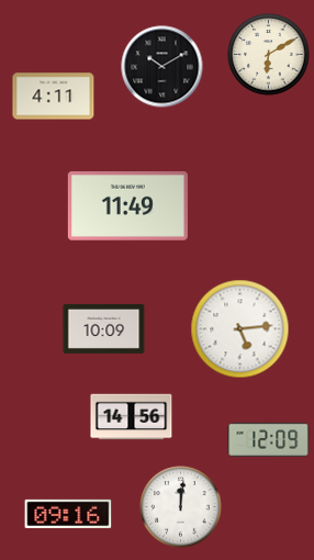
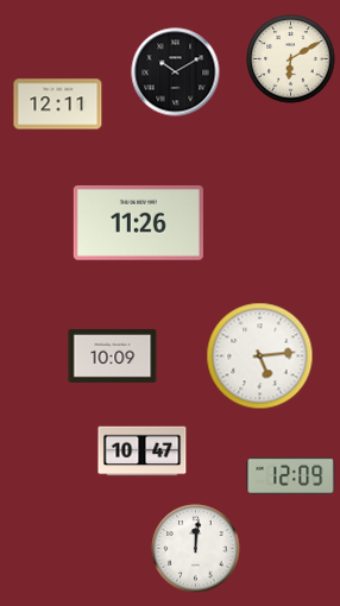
clock at (54, 97): 4:11 -> 12:11
clock at (127, 206): 11:49 -> 11:26
clock at (132, 417): 14:56 -> 10:47
clock at (68, 514): 09:16 -> none
